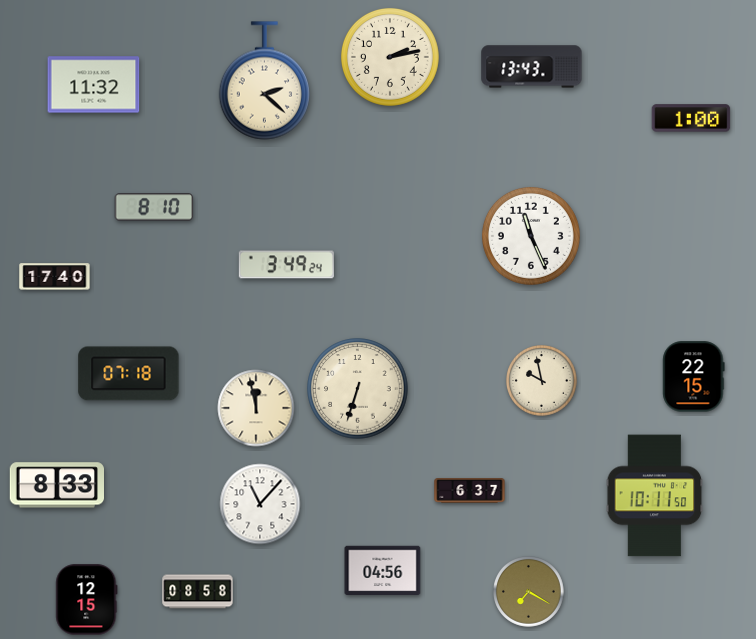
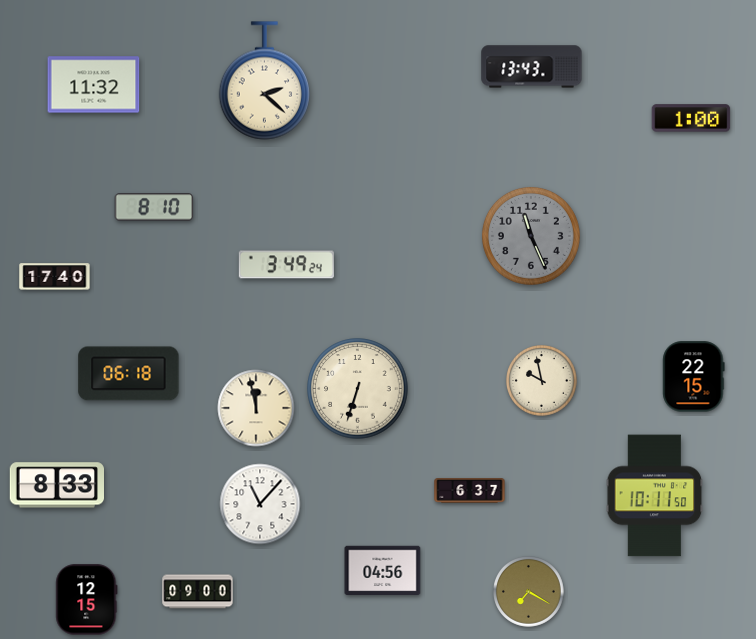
clock at (390, 57): 2:13 -> none
clock at (531, 236) dial: white -> grey
clock at (129, 374): 07:18 -> 06:18
clock at (198, 592): 08:58 -> 09:00
